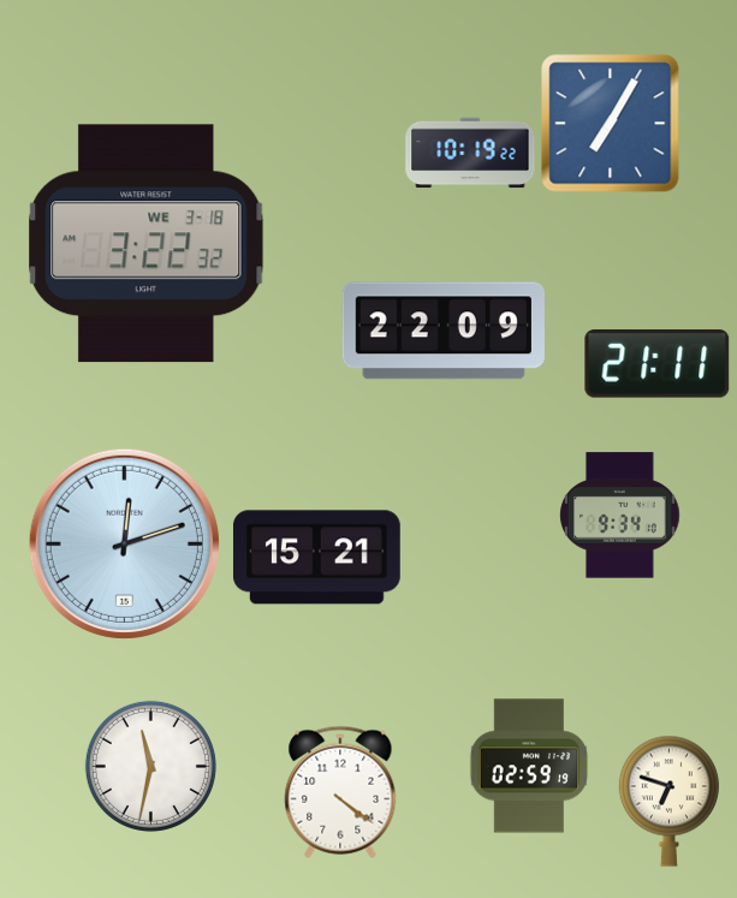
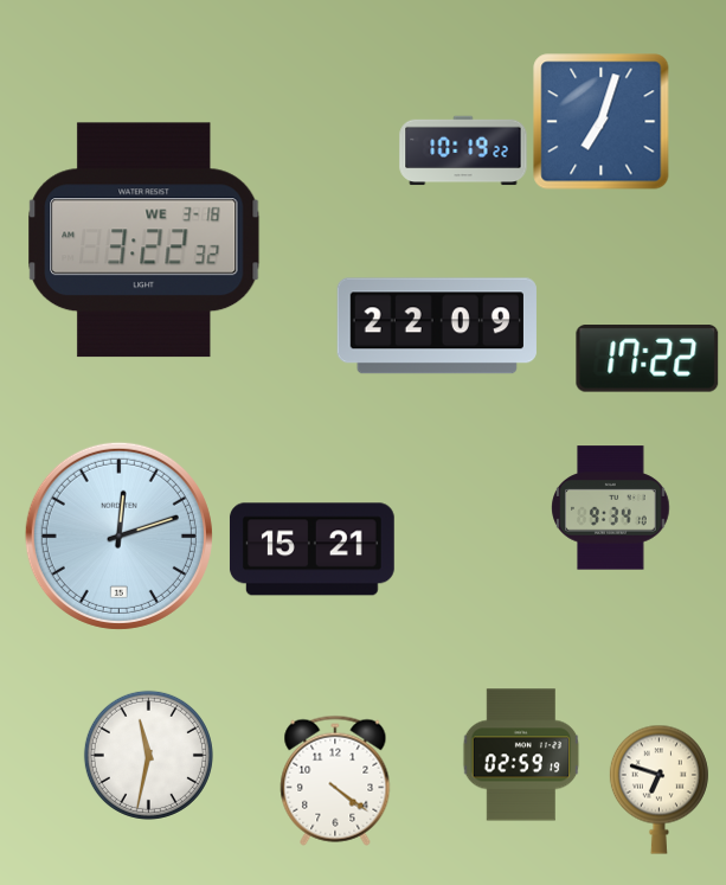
clock at (611, 124): 7:05 -> 7:03
clock at (658, 364): 21:11 -> 17:22
clock at (124, 543) position: (124, 543) -> (118, 536)
